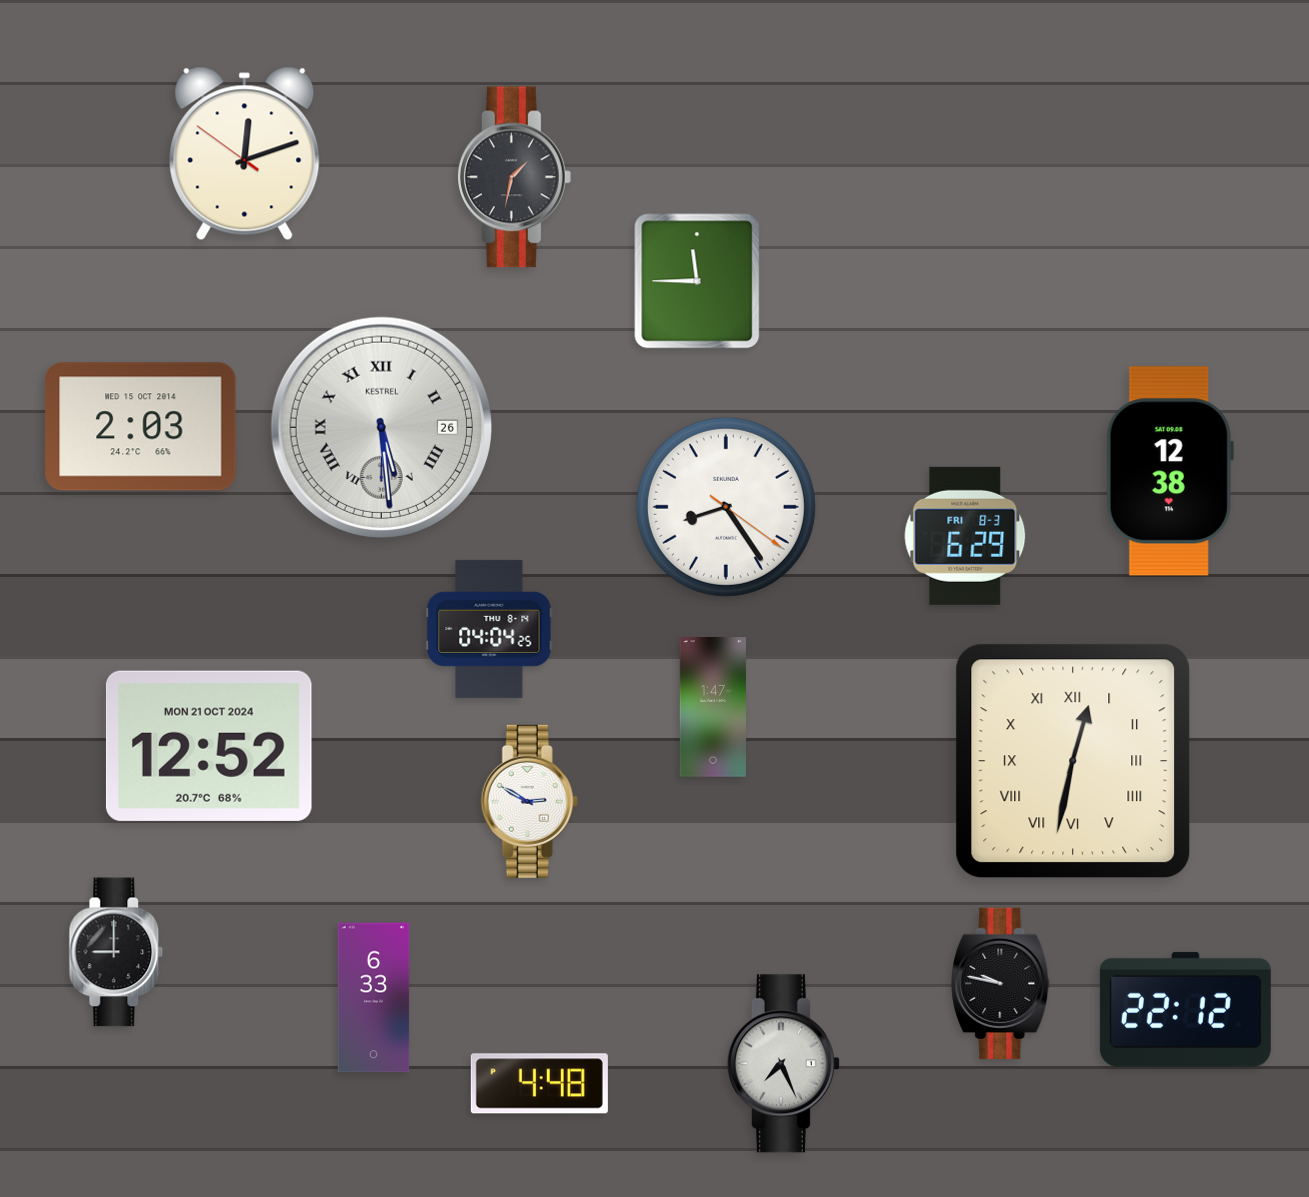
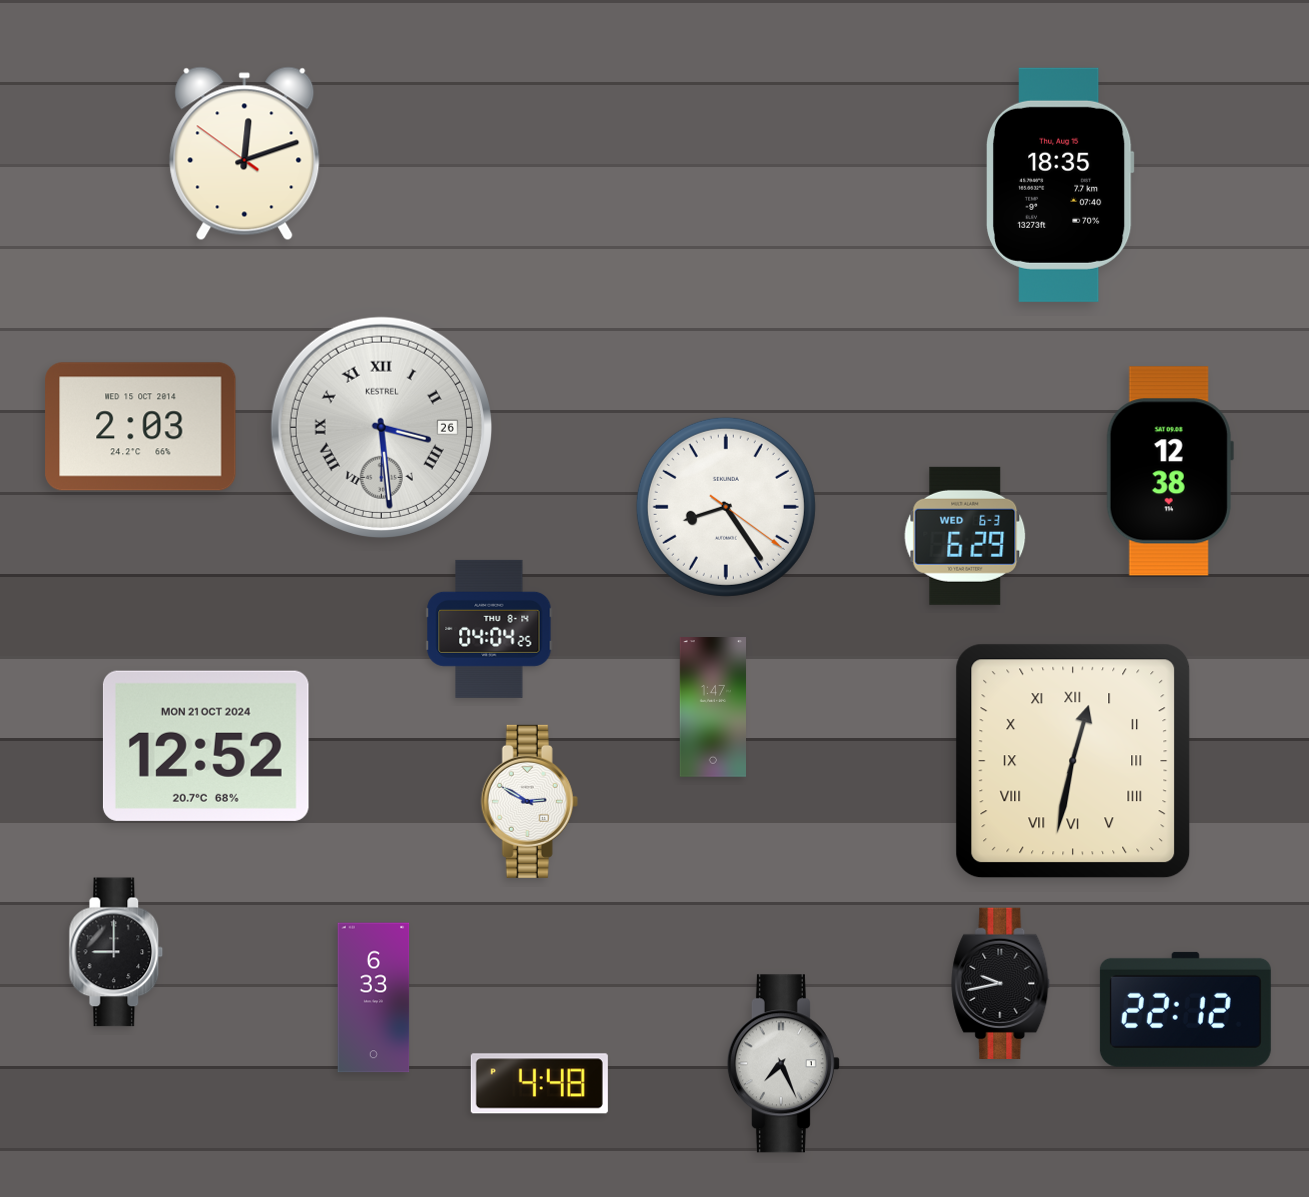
clock at (514, 177): 1:32 -> none
clock at (1061, 185): none -> 18:35
clock at (697, 281): 11:45 -> none
clock at (381, 427): 5:29 -> 3:29
clock at (965, 536) date: FRI 8-3 -> WED 6-3
clock at (209, 746) position: (209, 746) -> (206, 746)
clock at (1001, 983): 9:47 -> 9:43
